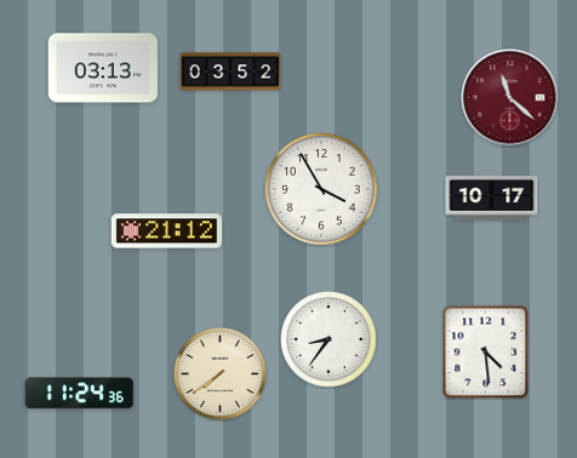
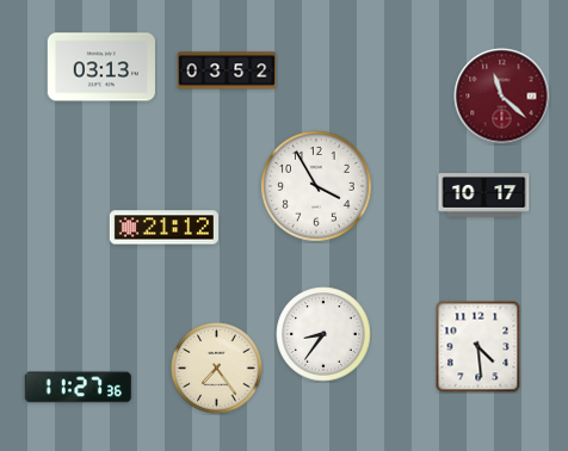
clock at (221, 374): 7:39 -> 7:24
clock at (79, 394): 11:24 -> 11:27
